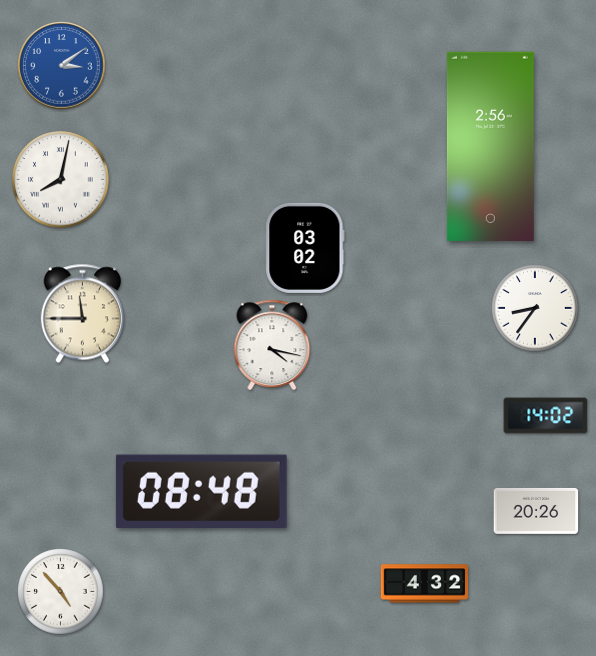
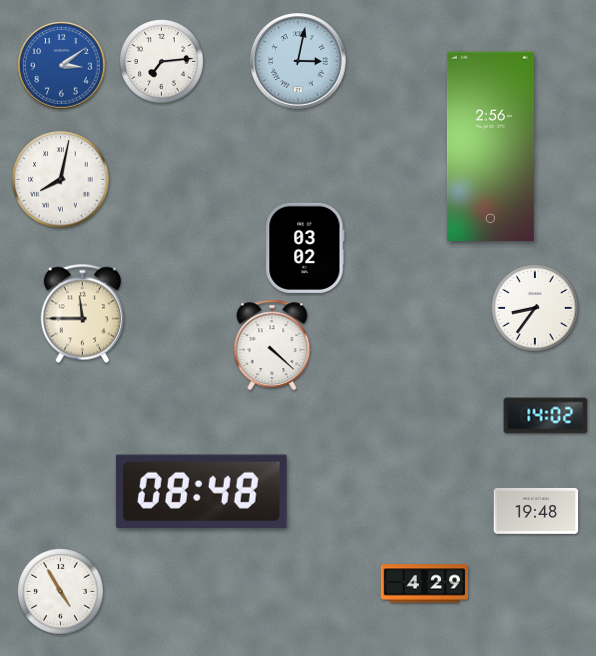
clock at (298, 61): none -> 3:02
clock at (162, 62): none -> 7:14
clock at (272, 344): 4:17 -> 4:22
clock at (536, 511): 20:26 -> 19:48
clock at (425, 584): 4:32 -> 4:29
clock at (61, 592): 4:53 -> 4:55
